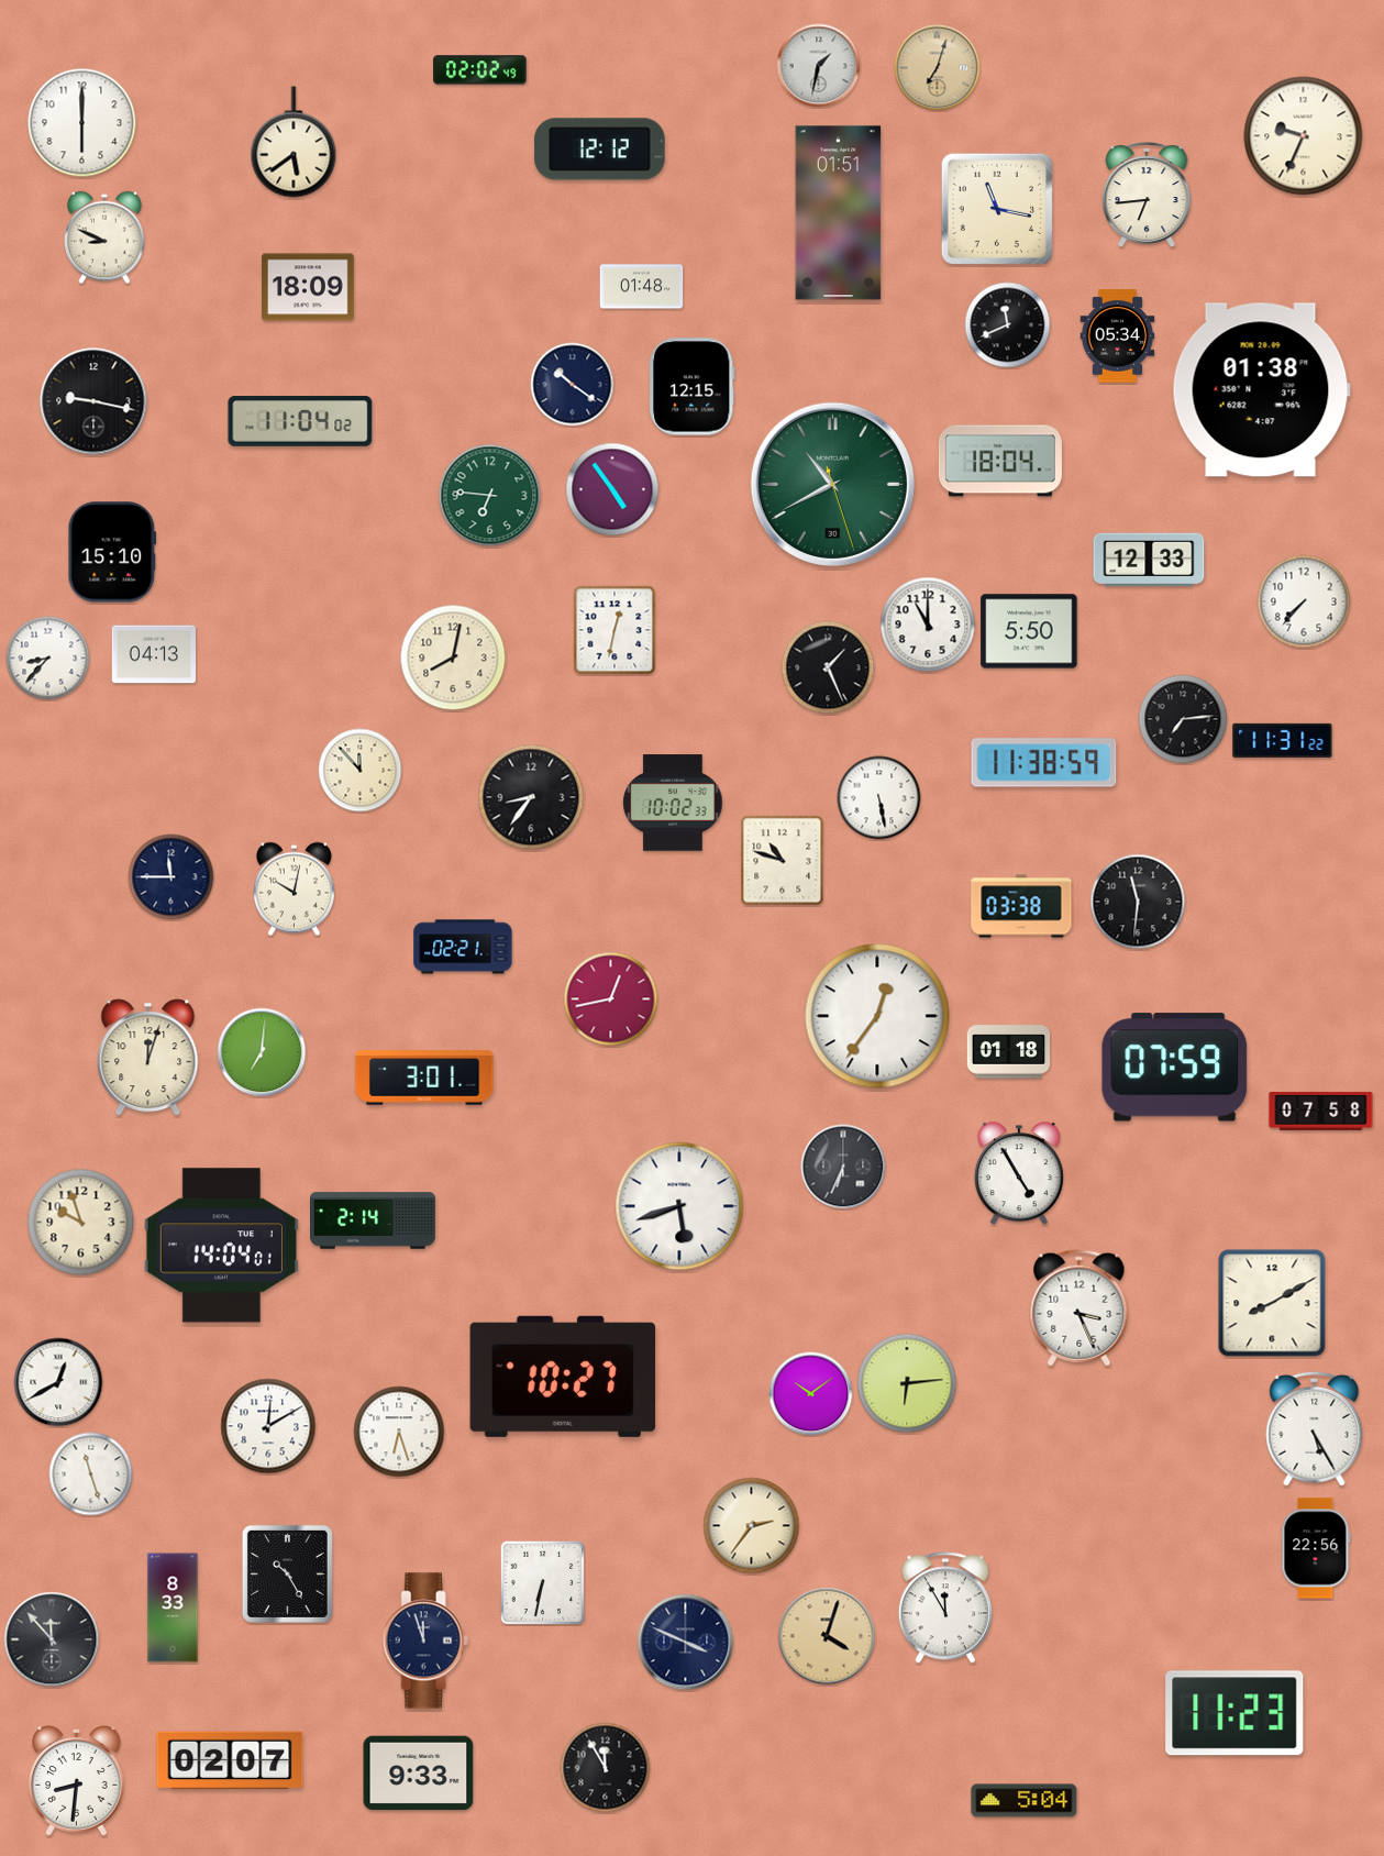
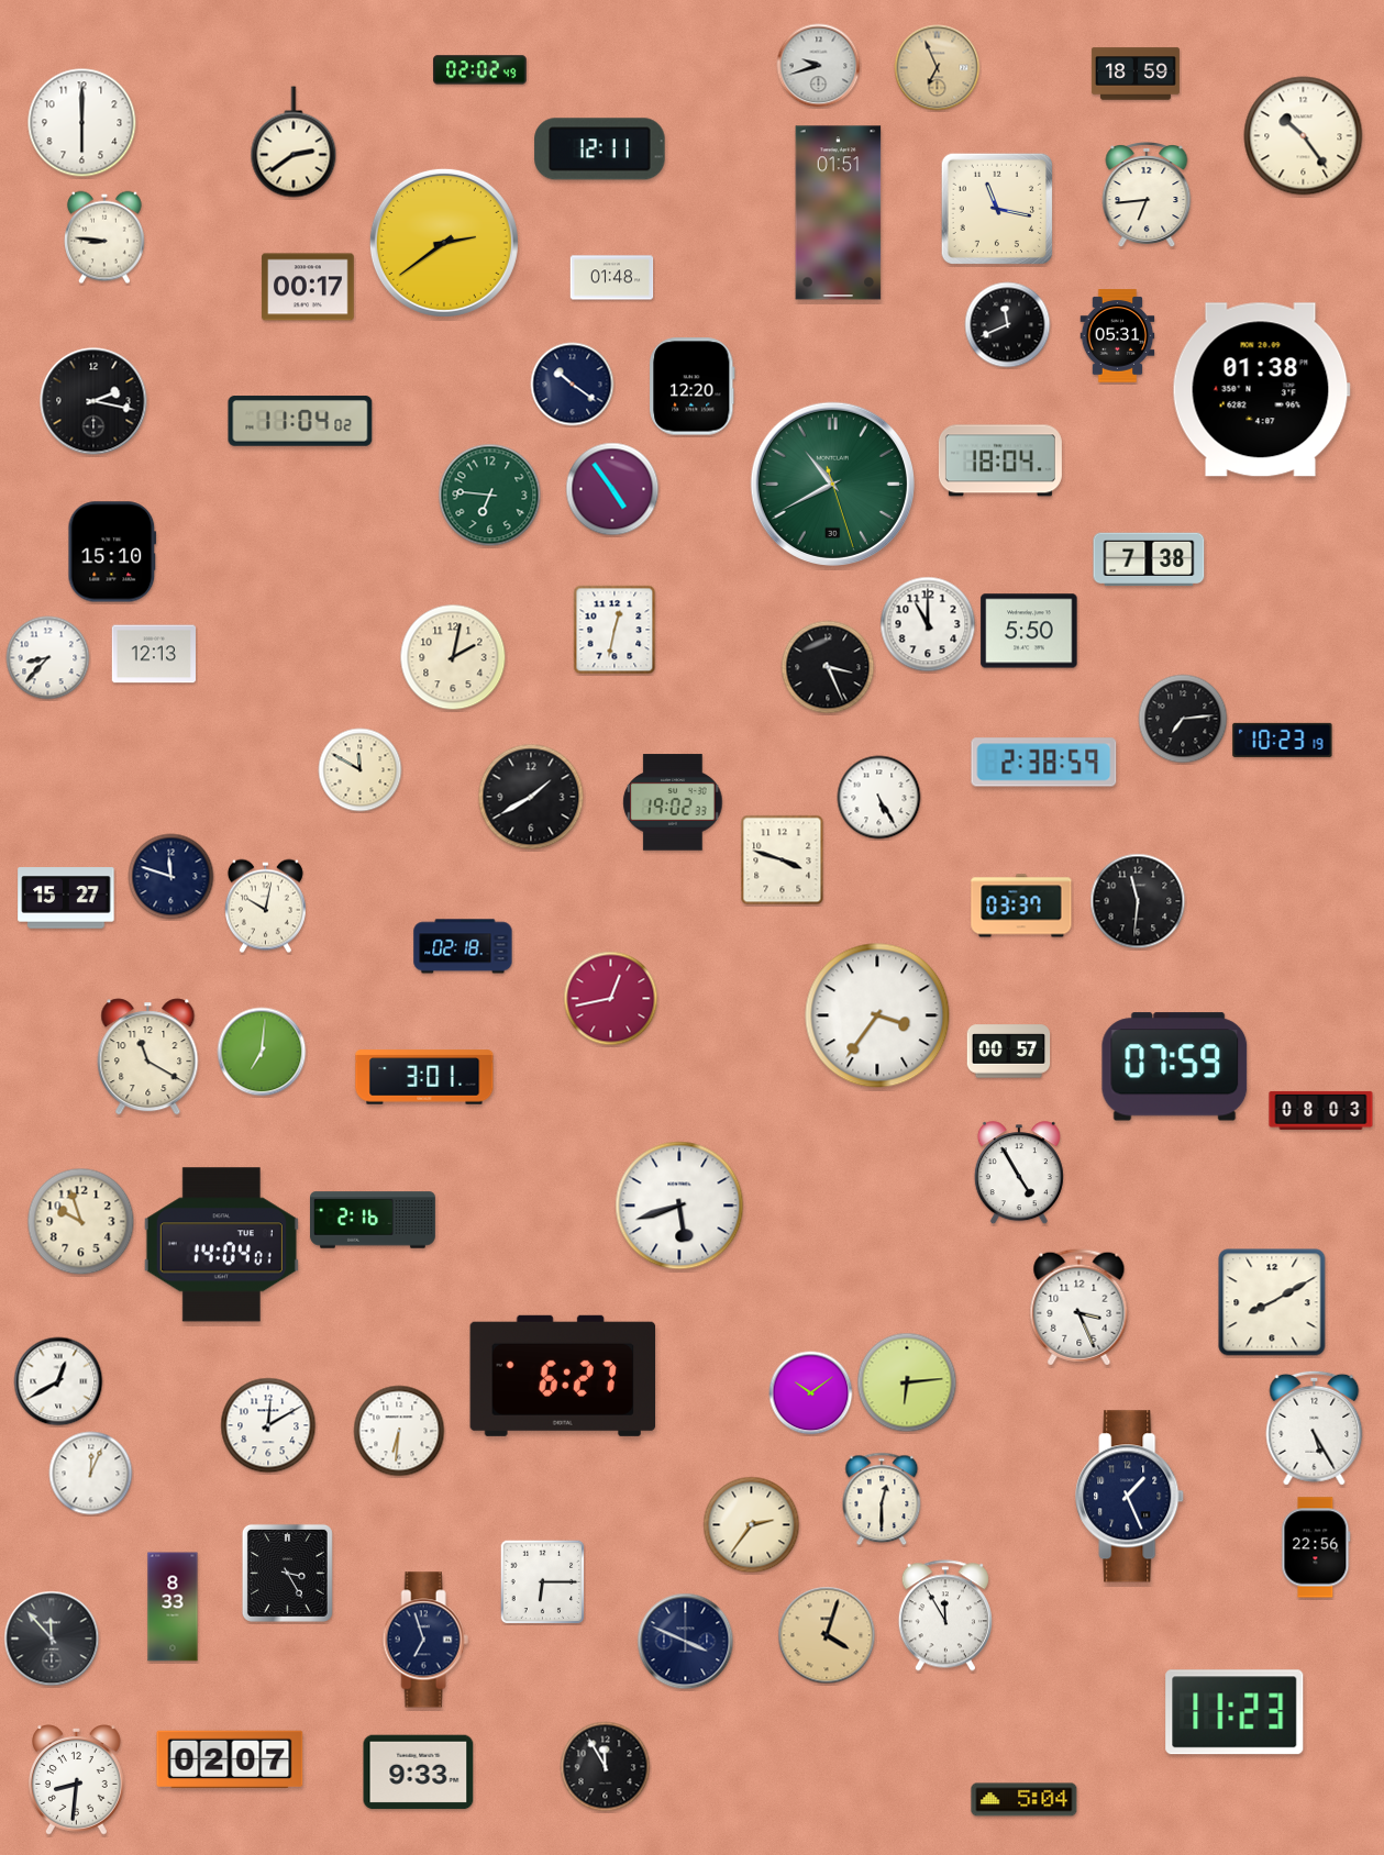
clock at (819, 66): 1:32 -> 9:42
clock at (938, 68): 7:03 -> 6:56
clock at (1136, 74): none -> 18:59
clock at (1304, 136): 9:34 -> 10:24
clock at (294, 142): 5:39 -> 2:39
clock at (600, 150): 12:12 -> 12:11
clock at (106, 237): 8:49 -> 8:46
clock at (444, 243): none -> 2:39
clock at (308, 287): 18:09 -> 00:17
clock at (642, 287) position: (642, 287) -> (612, 278)
clock at (1118, 336): 05:34 -> 05:31
clock at (693, 387): 12:15 -> 12:20
clock at (93, 401): 9:17 -> 2:17
clock at (1149, 560): 12:33 -> 7:38
clock at (1304, 601): 7:37 -> none
clock at (154, 654): 04:13 -> 12:13
clock at (453, 658): 8:02 -> 2:02
clock at (828, 667): 1:26 -> 3:26
clock at (1283, 740): 11:31 -> 10:23
clock at (1044, 763): 11:38 -> 2:38
clock at (361, 771): 11:53 -> 11:50
clock at (531, 797): 8:36 -> 1:40
clock at (879, 798): 5:28 -> 5:25
clock at (673, 803): 10:02 -> 19:02
clock at (783, 861): 10:48 -> 3:48
clock at (171, 877): 11:45 -> 11:48
clock at (294, 890) position: (294, 890) -> (265, 907)
clock at (66, 898): none -> 15:27
clock at (1021, 906): 03:38 -> 03:37
clock at (463, 947): 02:21 -> 02:18
clock at (877, 1016): 12:36 -> 3:36
clock at (1009, 1052): 01:18 -> 00:57
clock at (148, 1058): 12:03 -> 11:20
clock at (1321, 1111): 07:58 -> 08:03
clock at (843, 1167): 6:34 -> none
clock at (374, 1220): 2:14 -> 2:16
clock at (563, 1377): 10:27 -> 6:27
clock at (399, 1432): 6:27 -> 6:31
clock at (91, 1474): 11:27 -> 12:04
clock at (1130, 1497): none -> 1:26
clock at (882, 1499): none -> 12:30
clock at (287, 1573): 10:25 -> 3:25
clock at (543, 1583): 6:32 -> 6:15
clock at (945, 1608) position: (945, 1608) -> (945, 1615)
clock at (425, 1640): 11:57 -> 6:57
